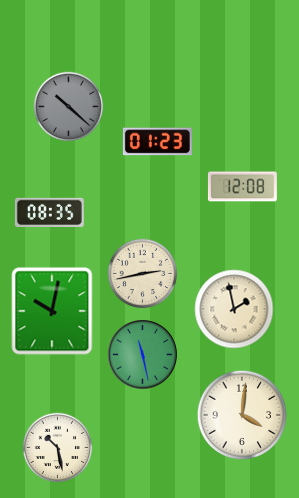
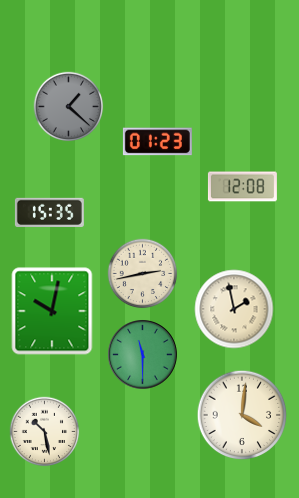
clock at (69, 107): 10:22 -> 1:22
clock at (49, 212): 08:35 -> 15:35
clock at (143, 355): 11:28 -> 11:30
clock at (58, 448) position: (58, 448) -> (45, 432)
